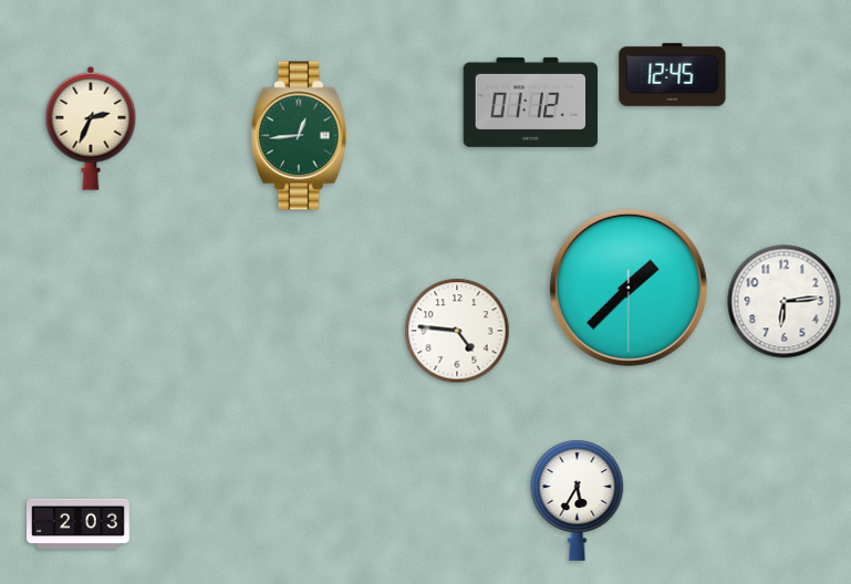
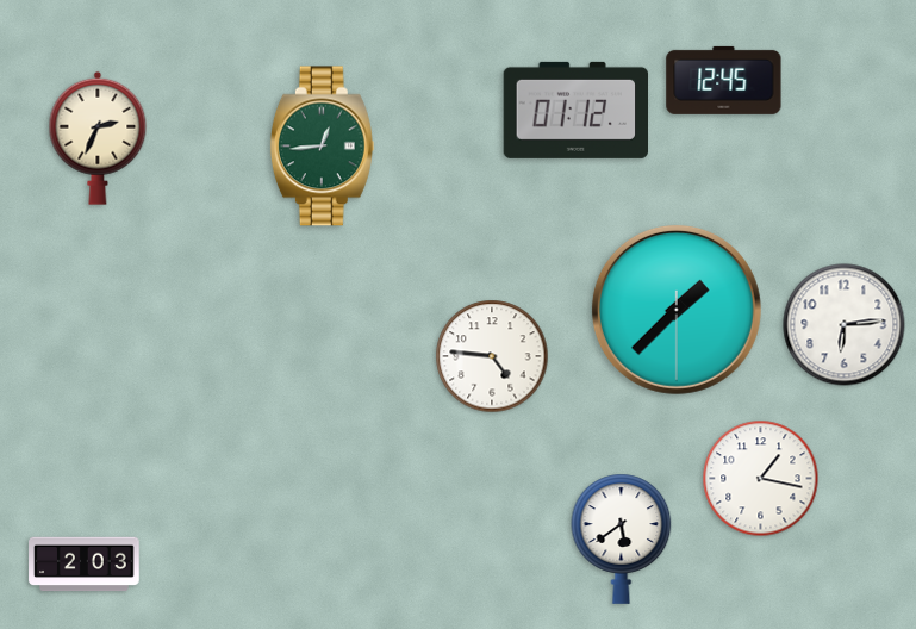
clock at (530, 102) position: (530, 102) -> (575, 110)
clock at (761, 479): none -> 1:17
clock at (578, 500): 5:35 -> 5:39
